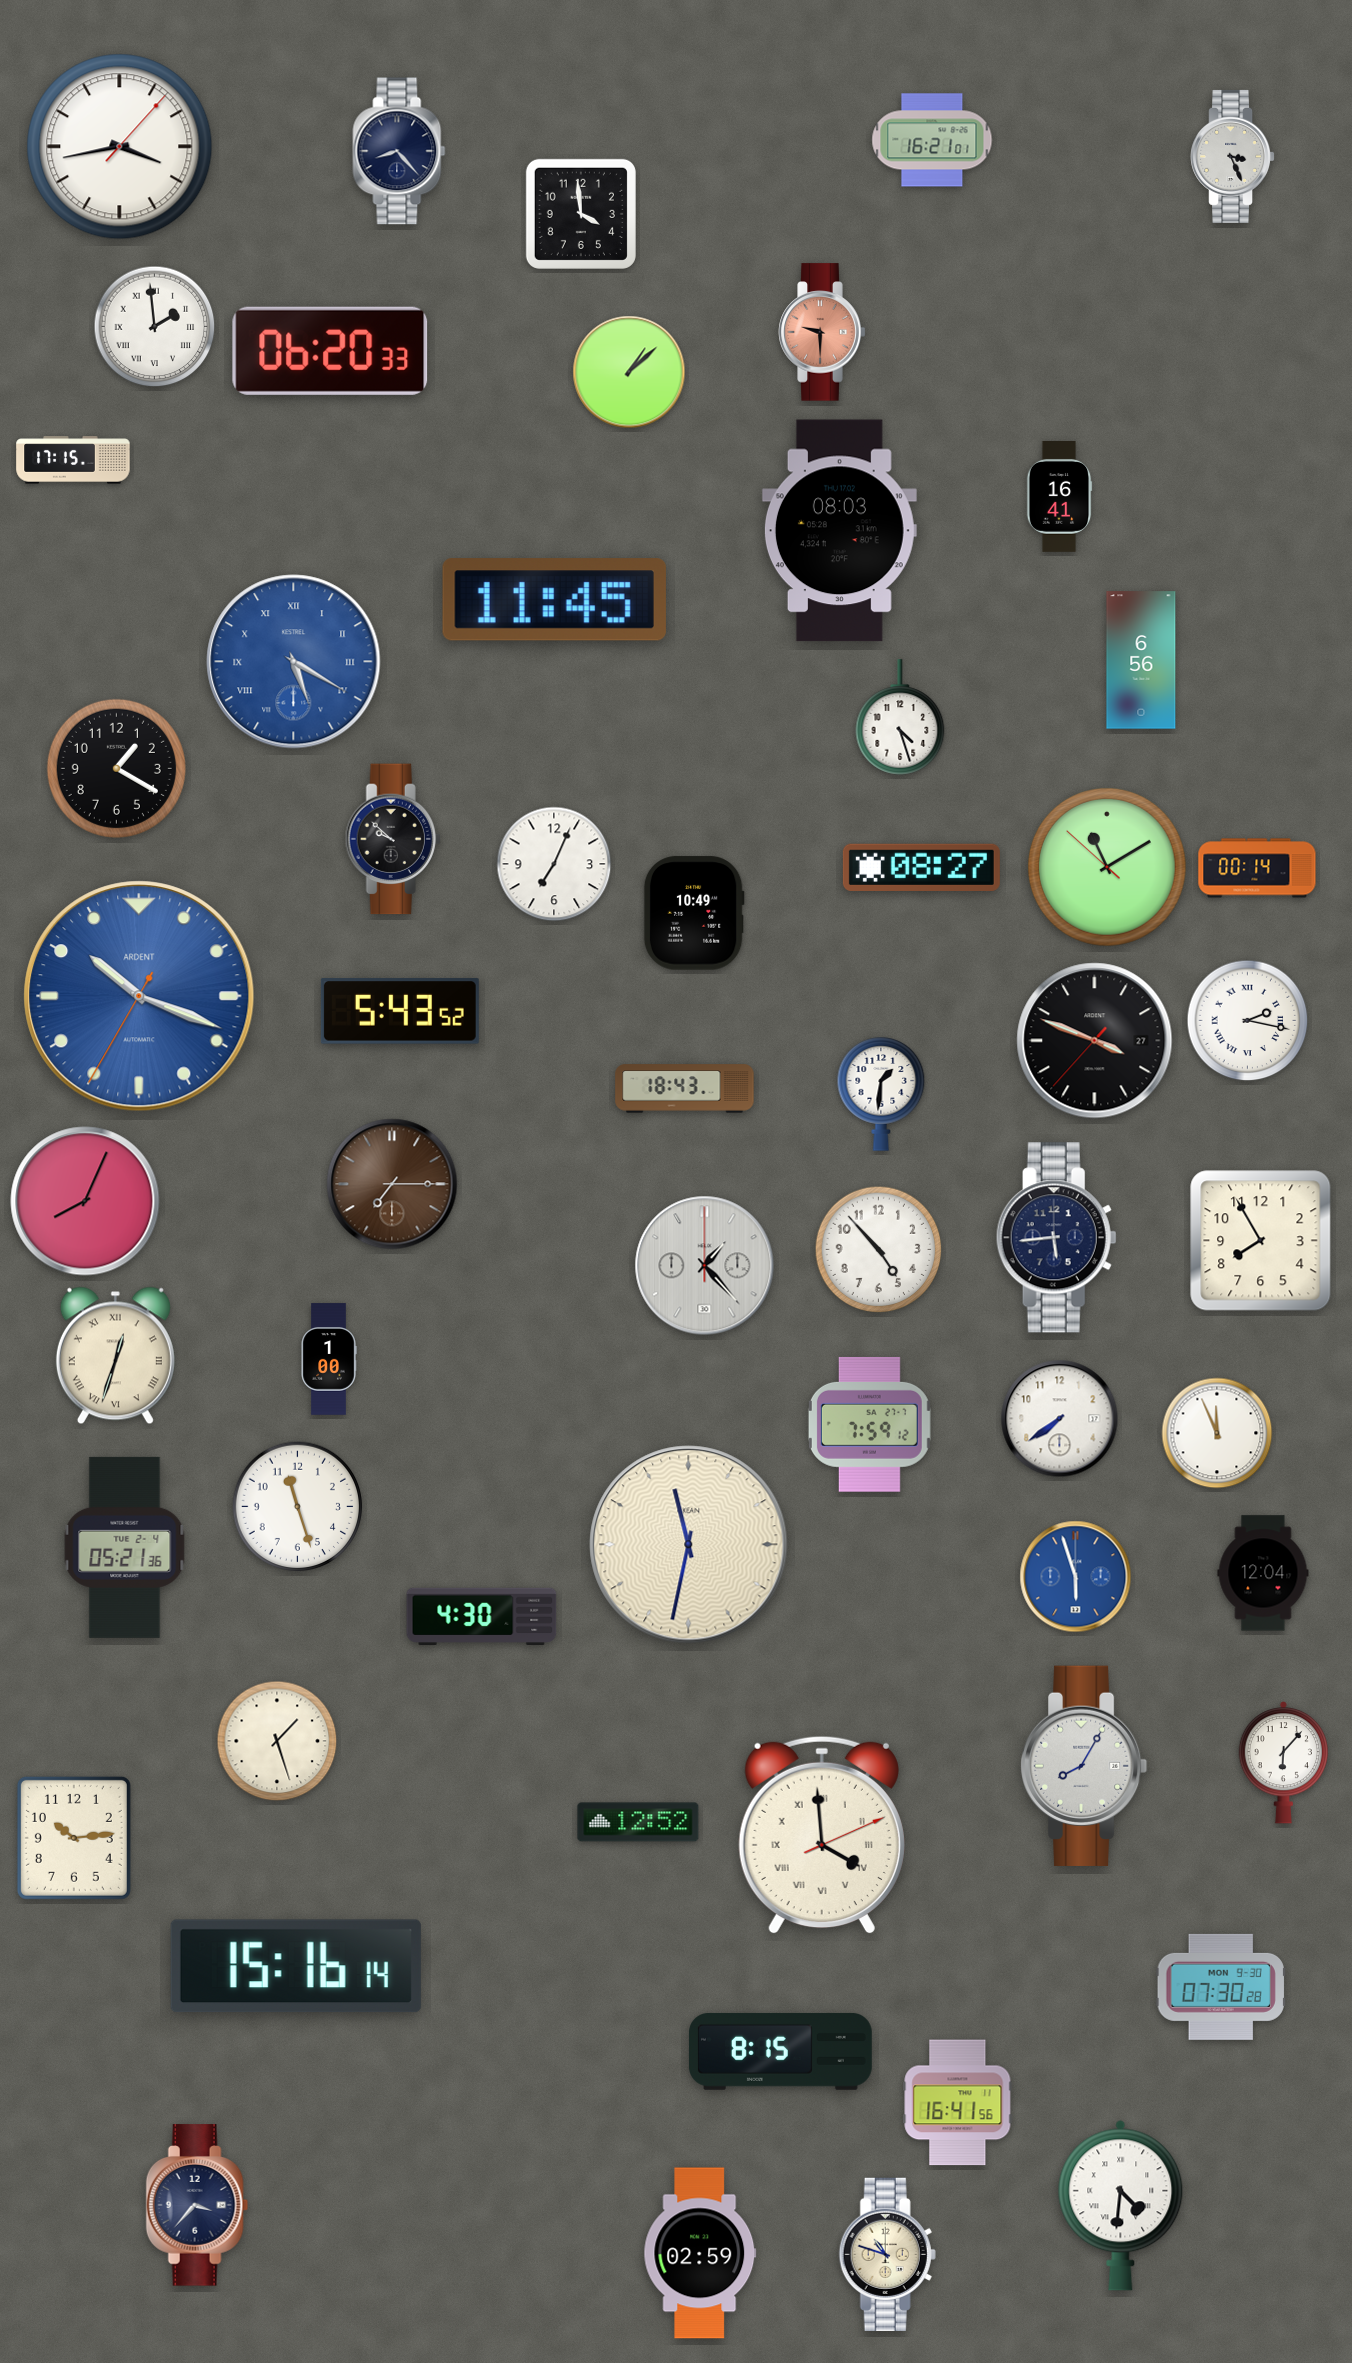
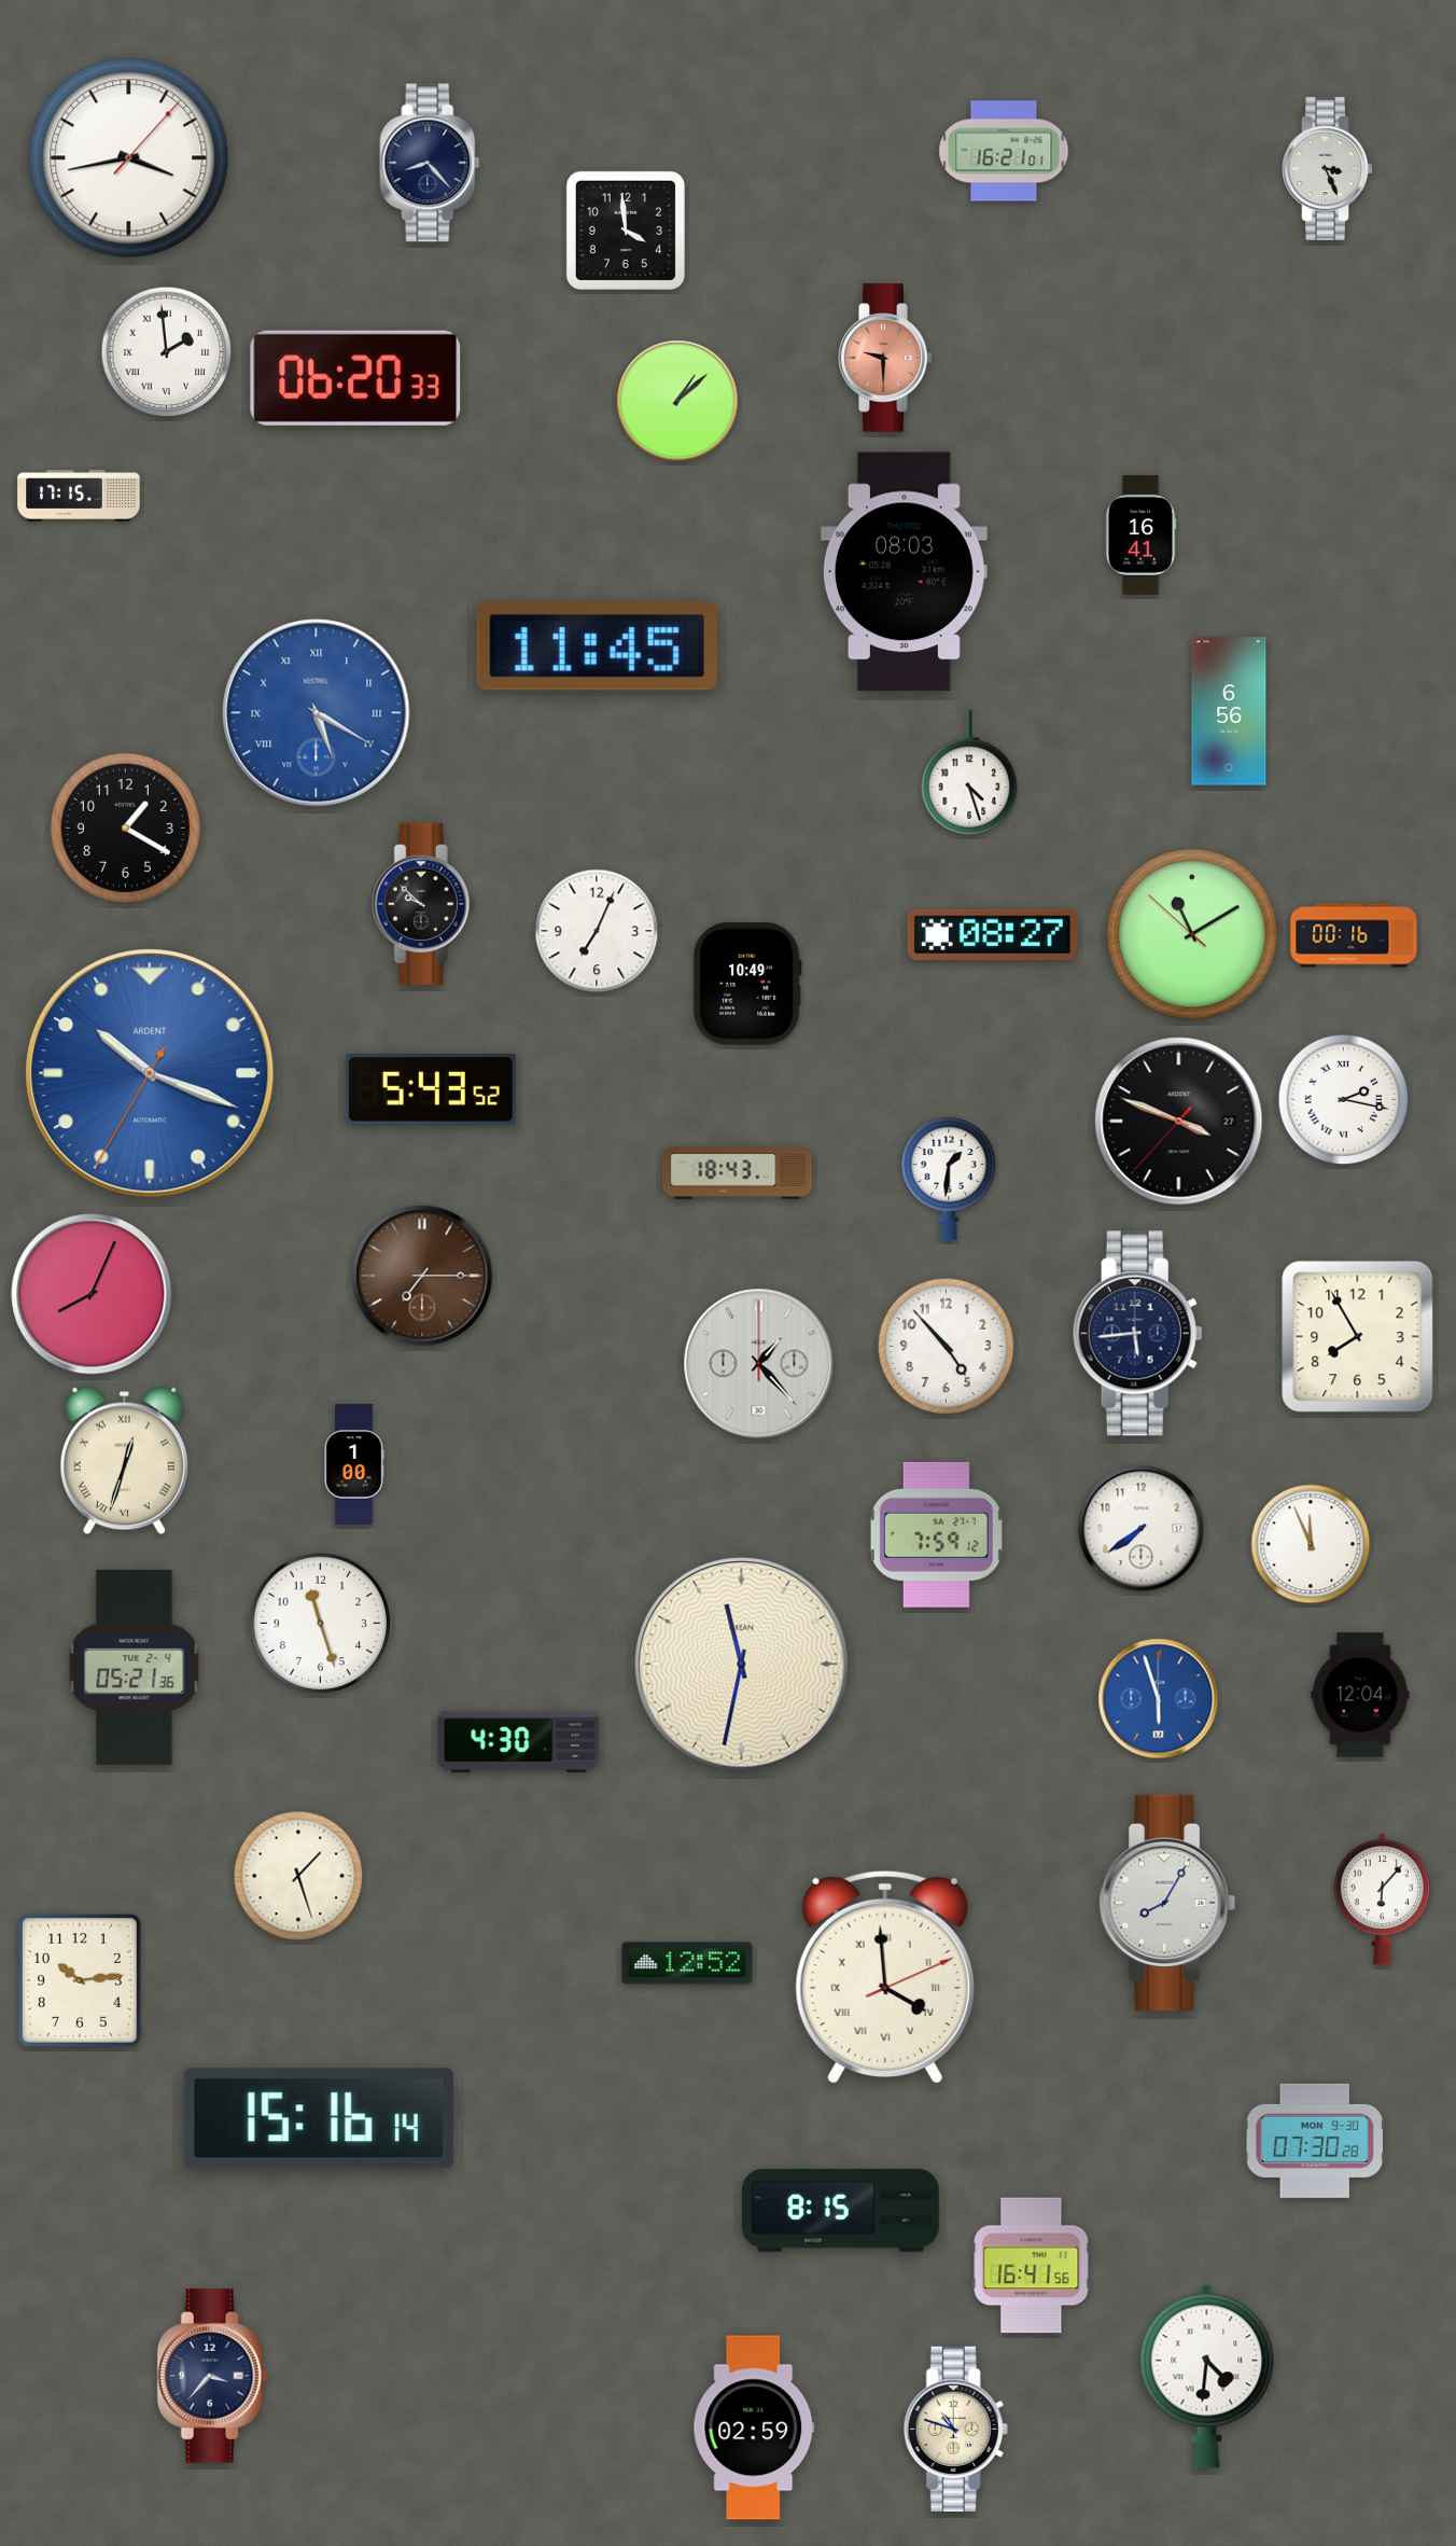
clock at (1257, 868): 00:14 -> 00:16
